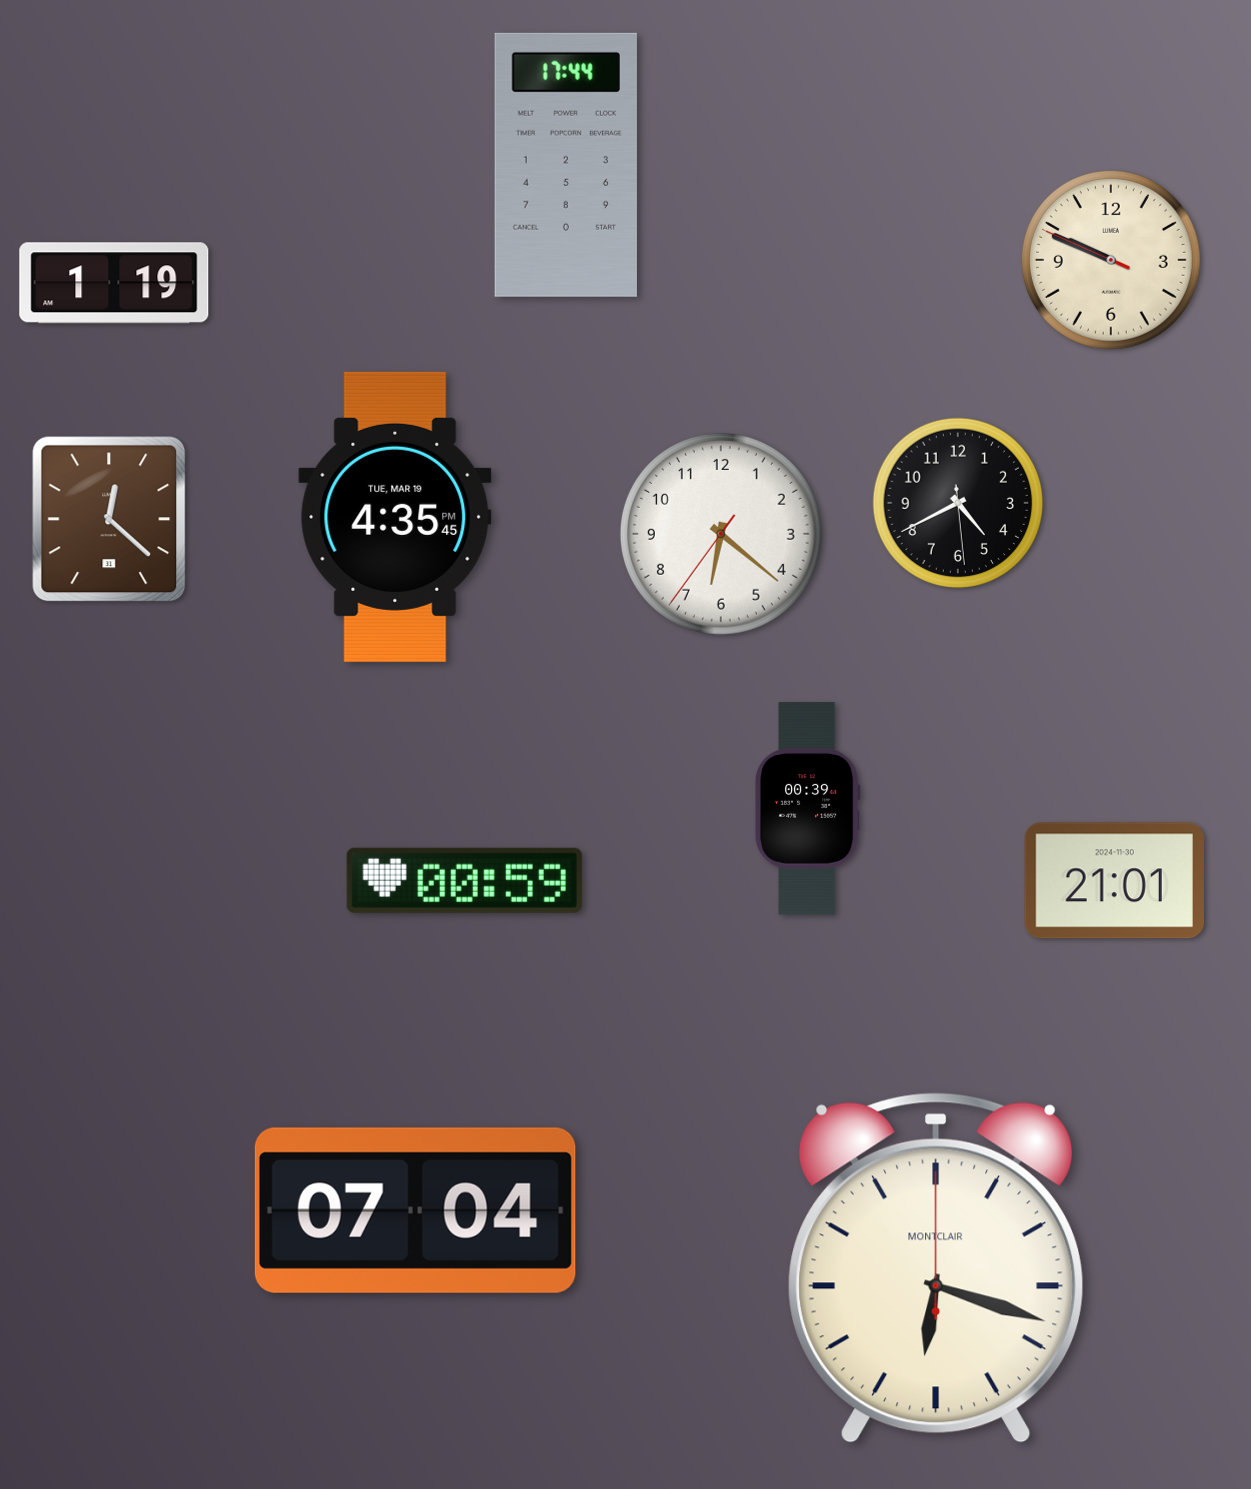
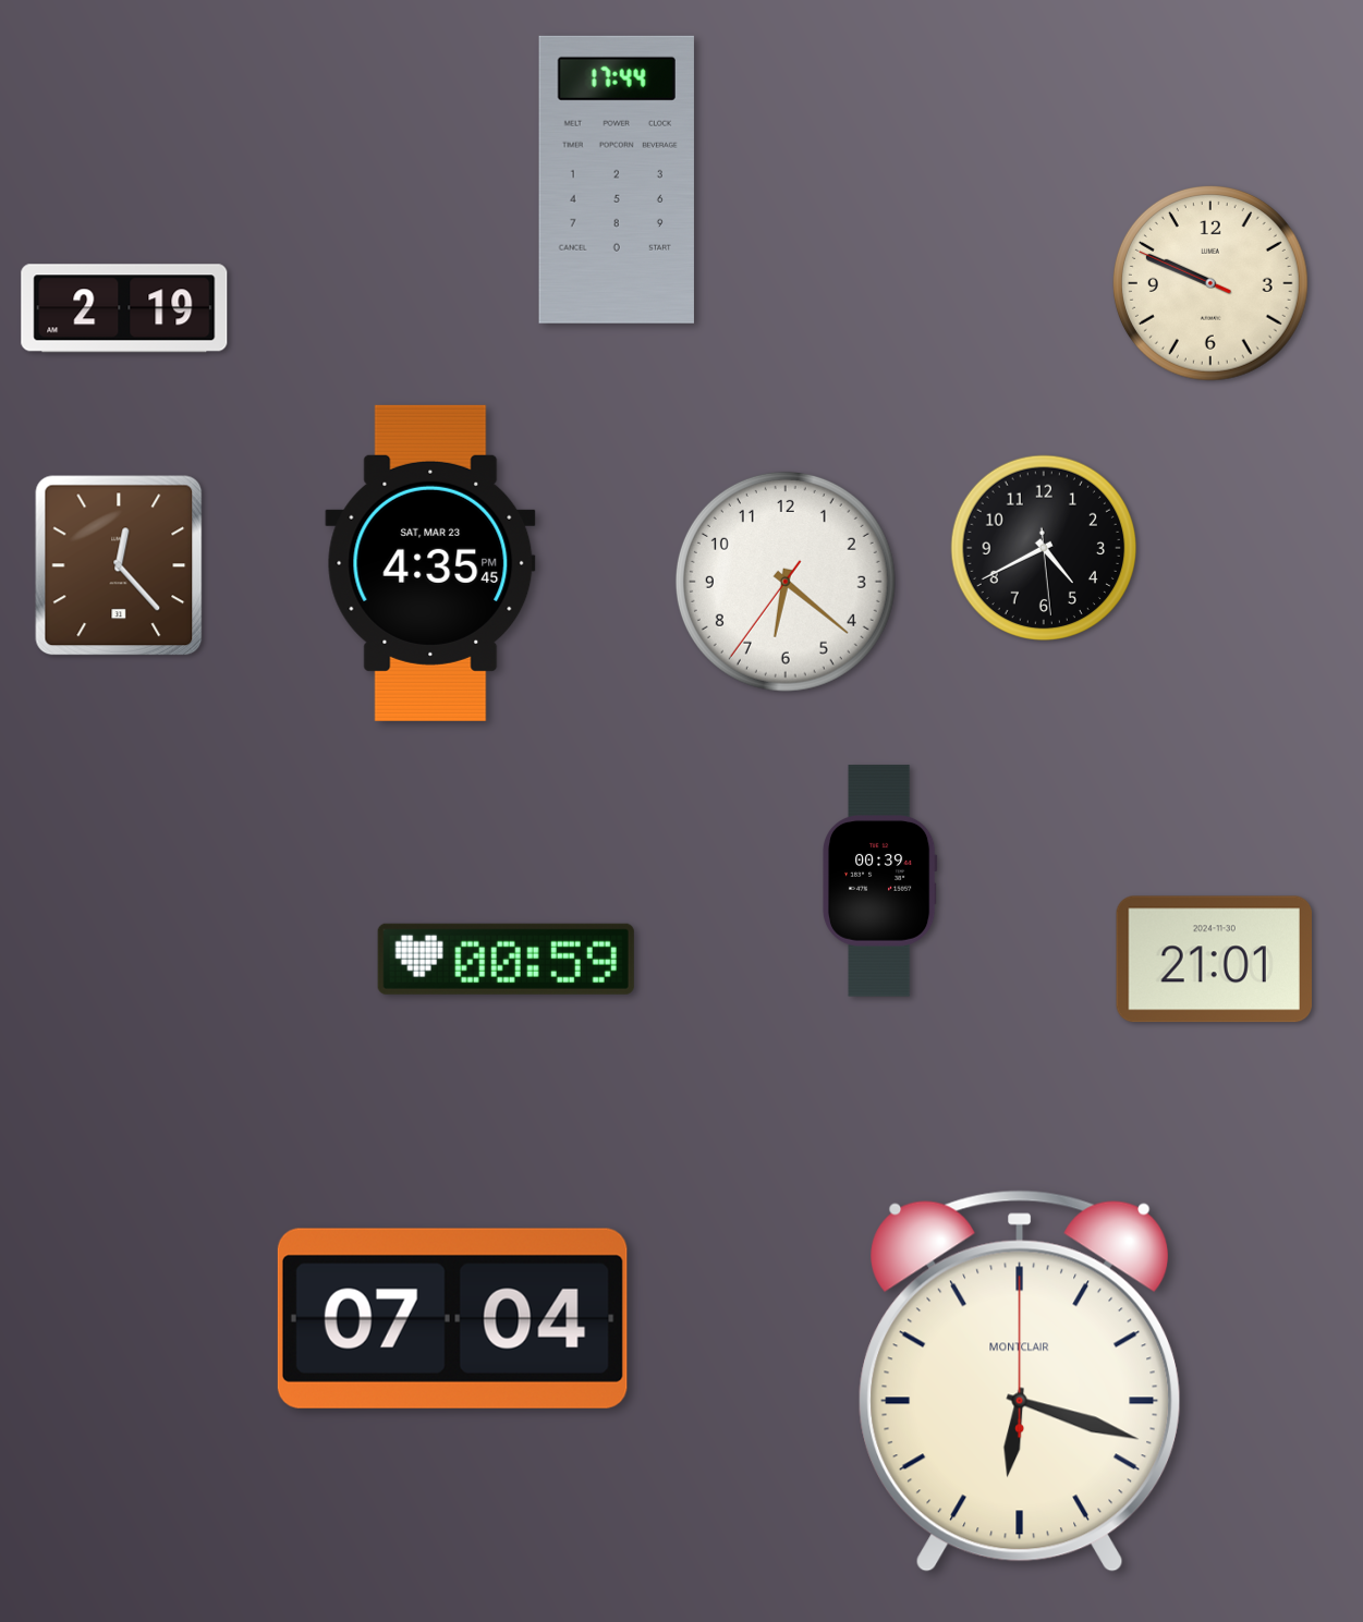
clock at (114, 283): 1:19 -> 2:19
clock at (395, 517) date: TUE, MAR 19 -> SAT, MAR 23
clock at (109, 519): 12:22 -> 12:23
